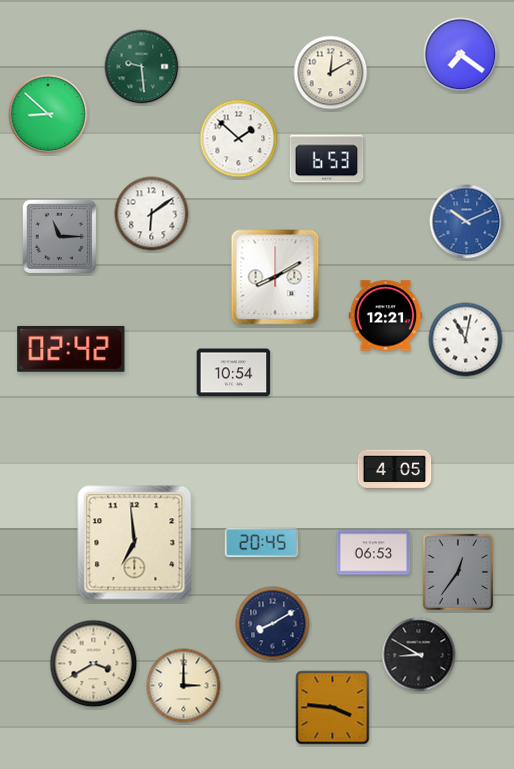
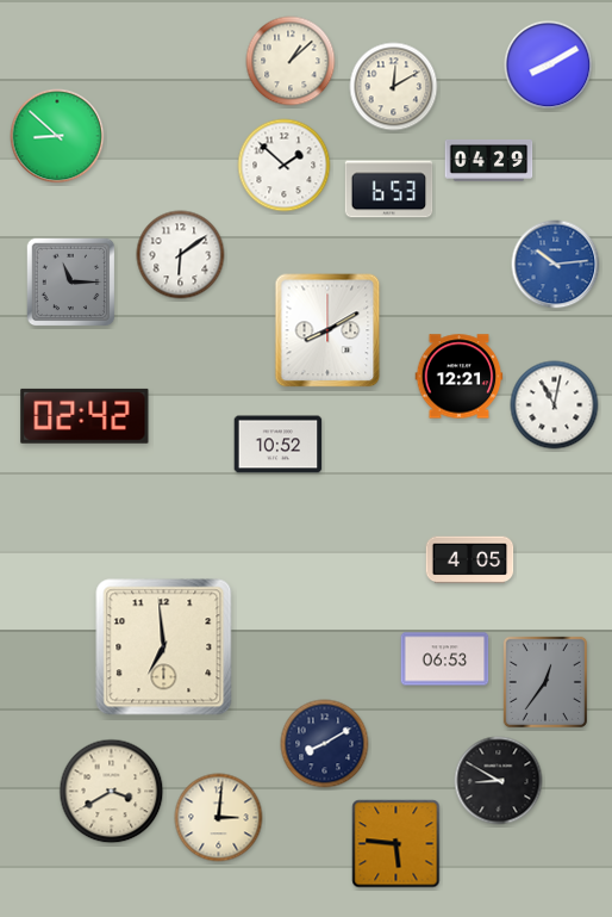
clock at (291, 61): none -> 1:08
clock at (461, 55): 7:21 -> 8:10
clock at (142, 67): 9:29 -> none
clock at (489, 160): none -> 04:29
clock at (467, 222): 10:11 -> 10:14
clock at (234, 373): 10:54 -> 10:52
clock at (135, 543) position: (135, 543) -> (164, 648)
clock at (262, 543): 20:45 -> none
clock at (184, 686): 3:00 -> 3:01
clock at (333, 708): 3:46 -> 5:46
